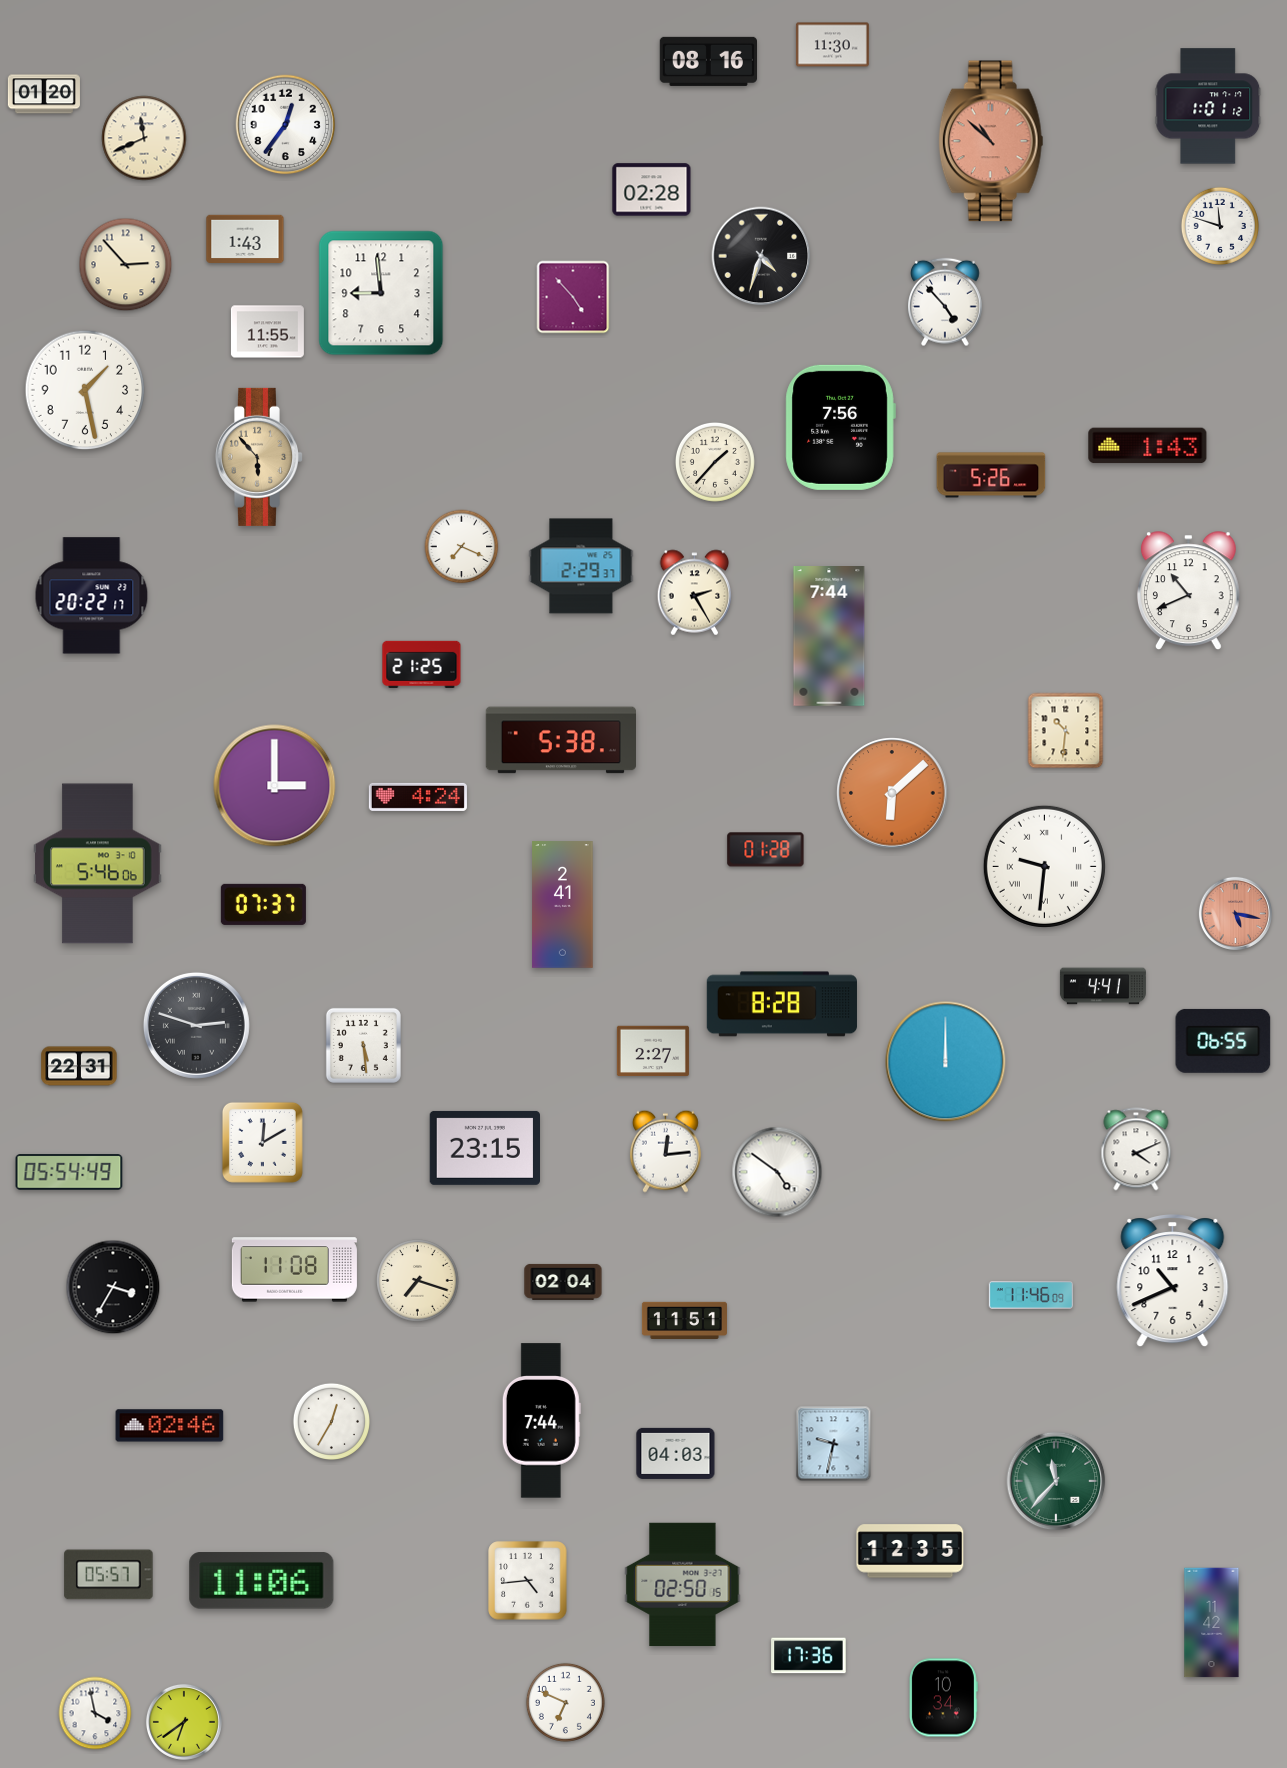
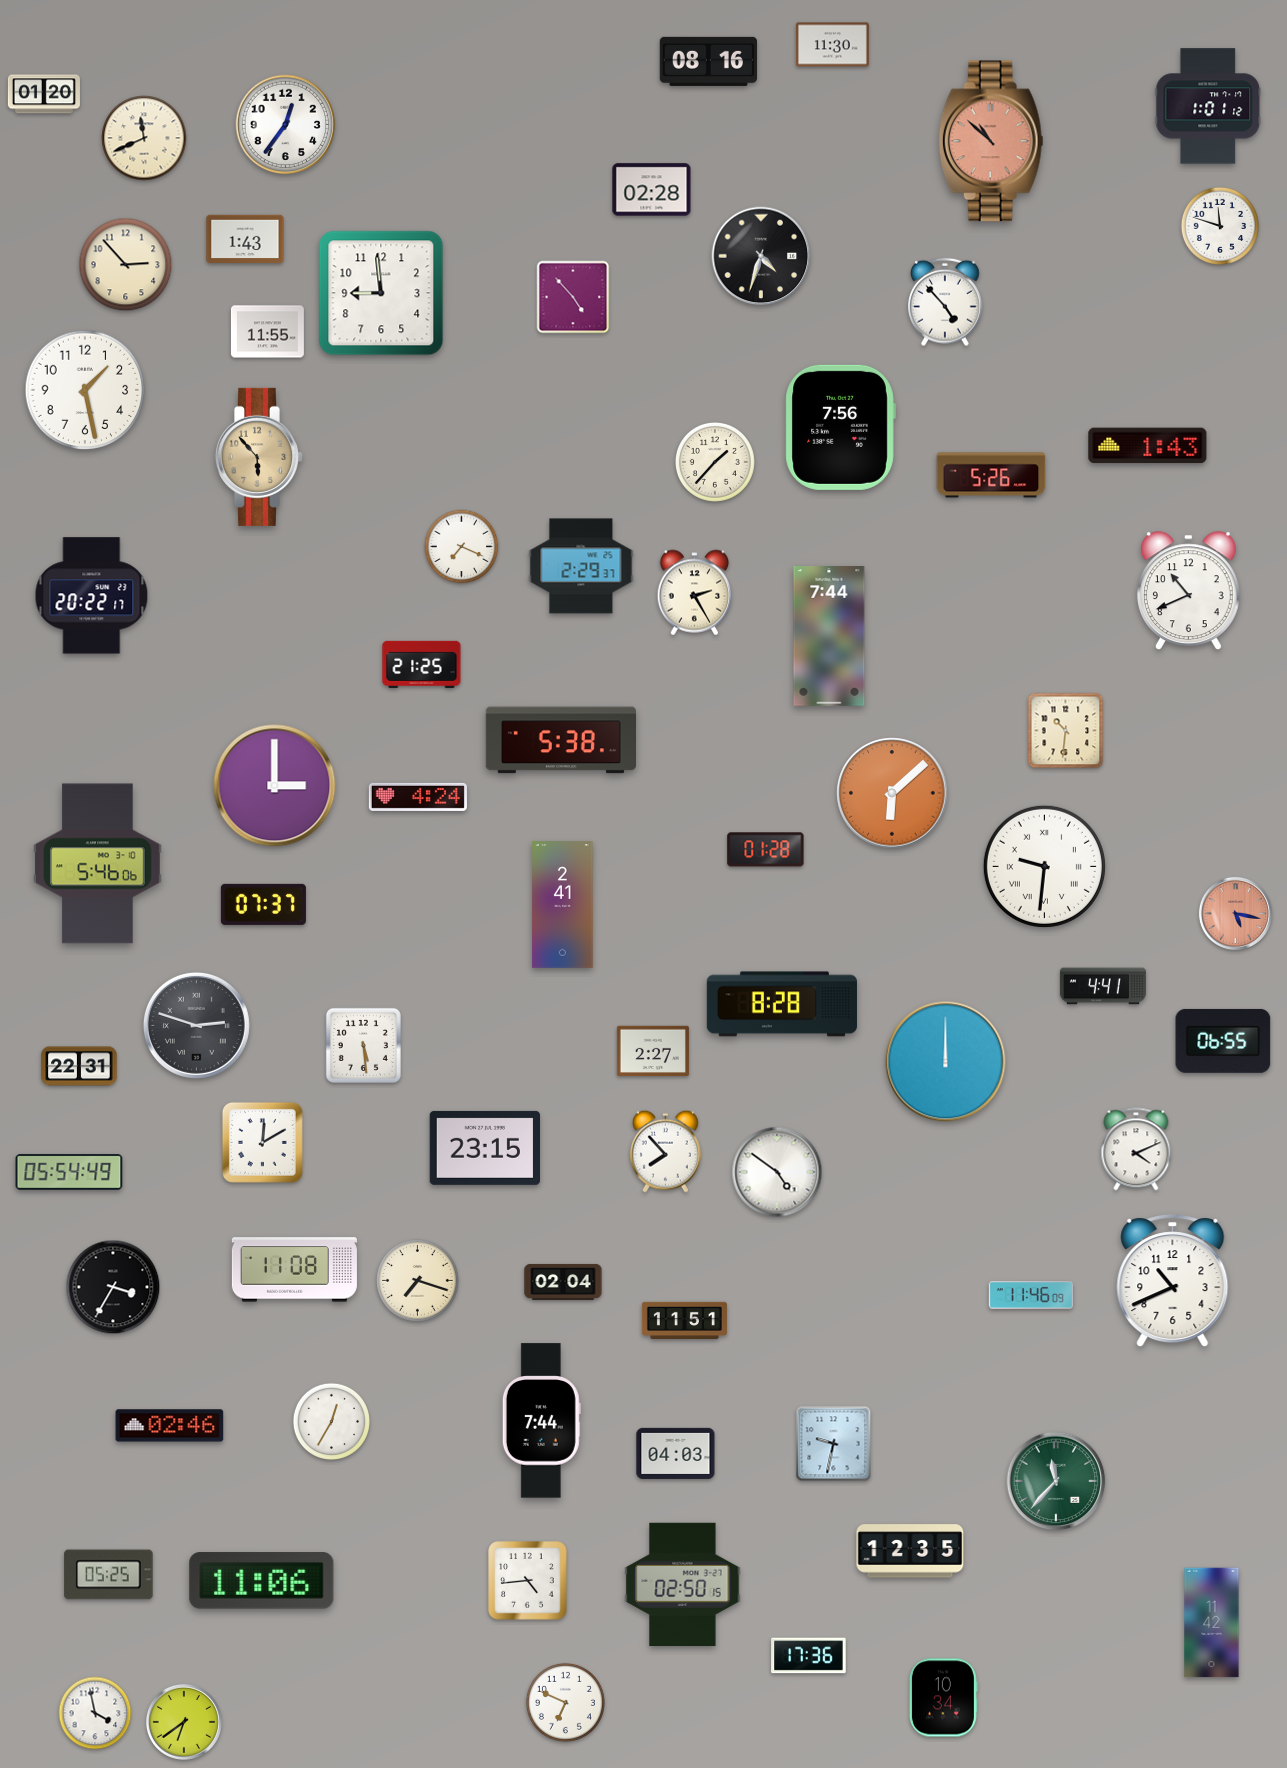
clock at (665, 1151): 12:14 -> 7:53
clock at (109, 1575): 05:57 -> 05:25
